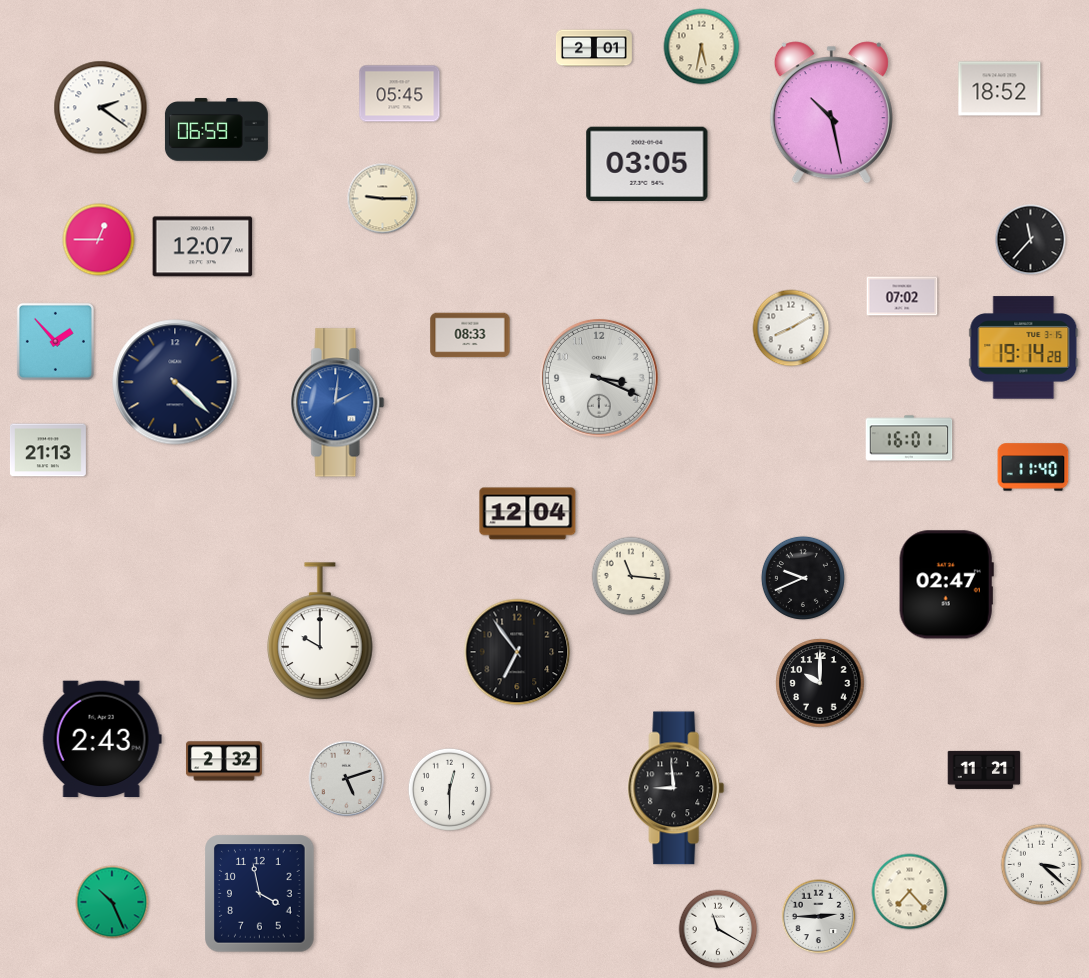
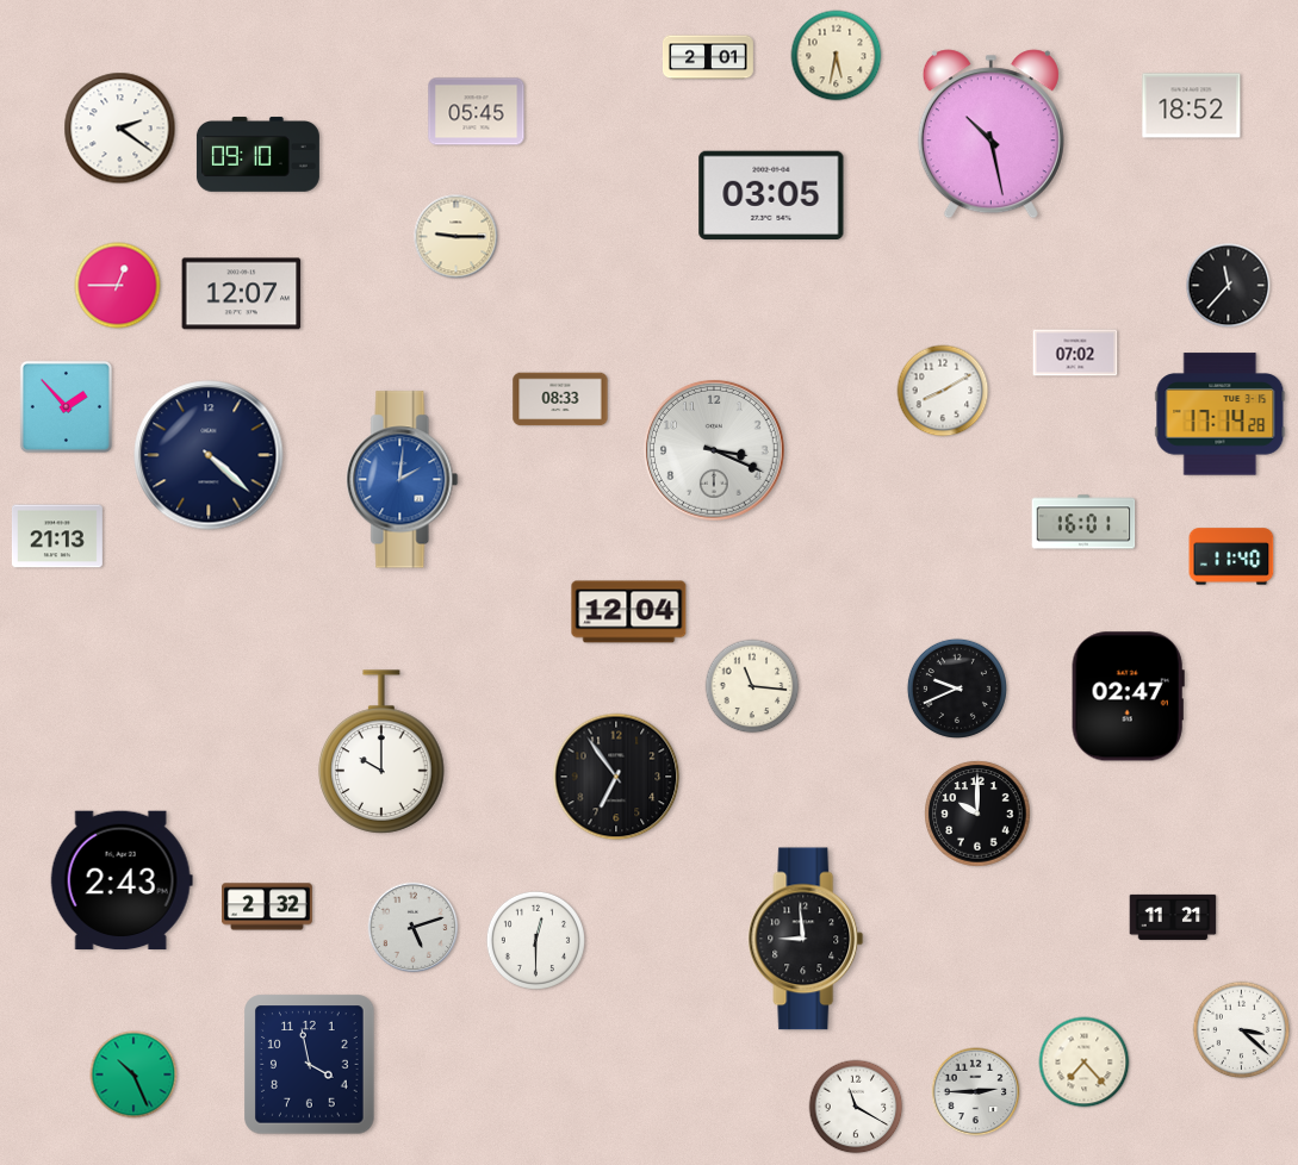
clock at (216, 130): 06:59 -> 09:10
clock at (1024, 348): 19:14 -> 17:14
